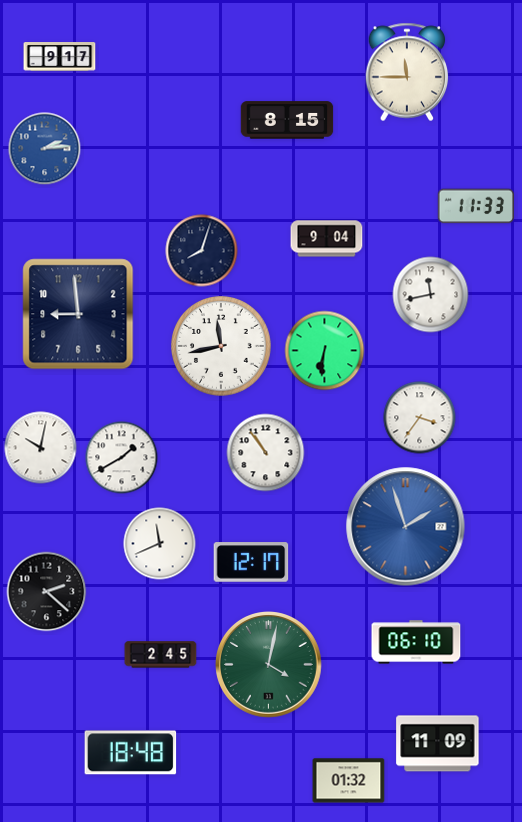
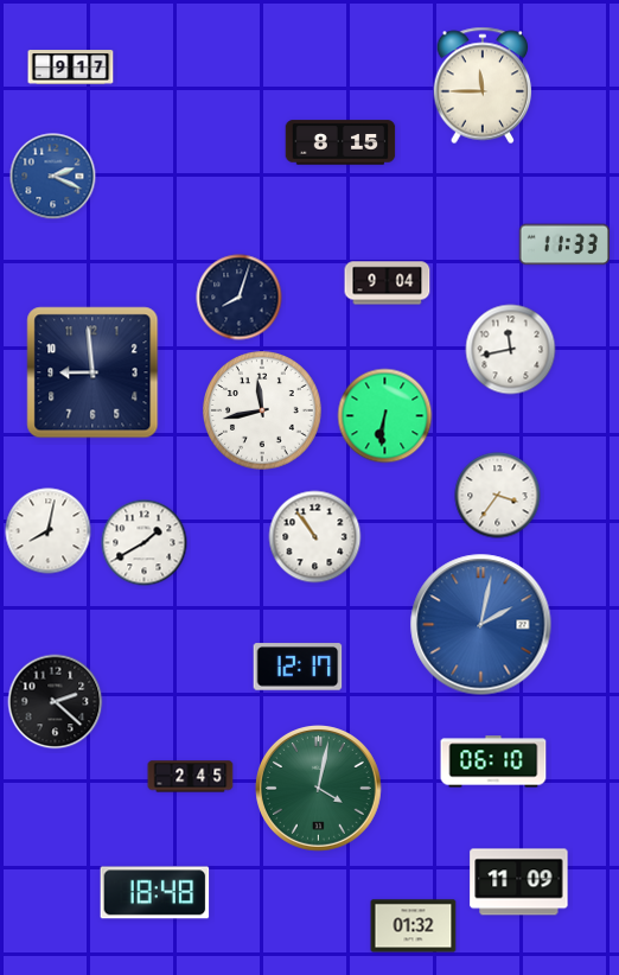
clock at (45, 149): 2:14 -> 2:19
clock at (41, 448): 10:02 -> 8:02
clock at (406, 527): 1:57 -> 2:02
clock at (160, 544): 11:41 -> none
